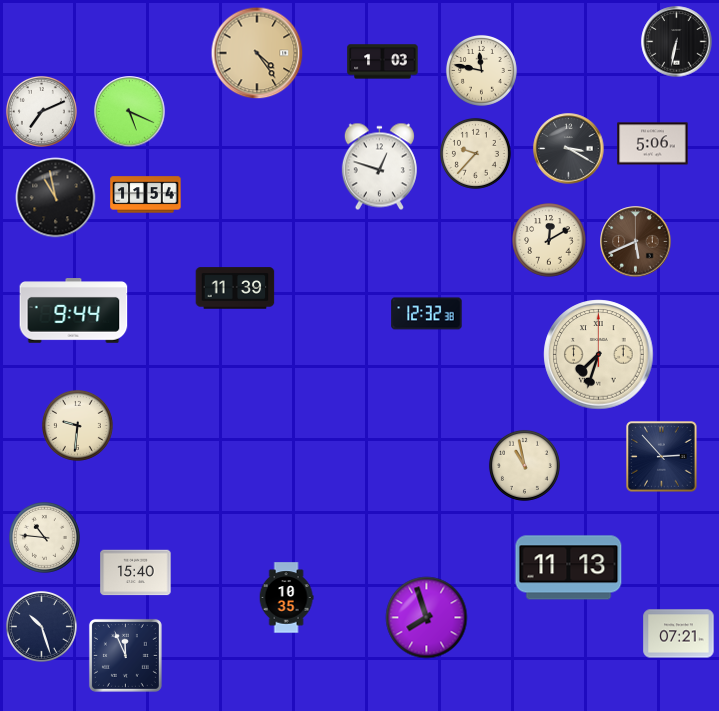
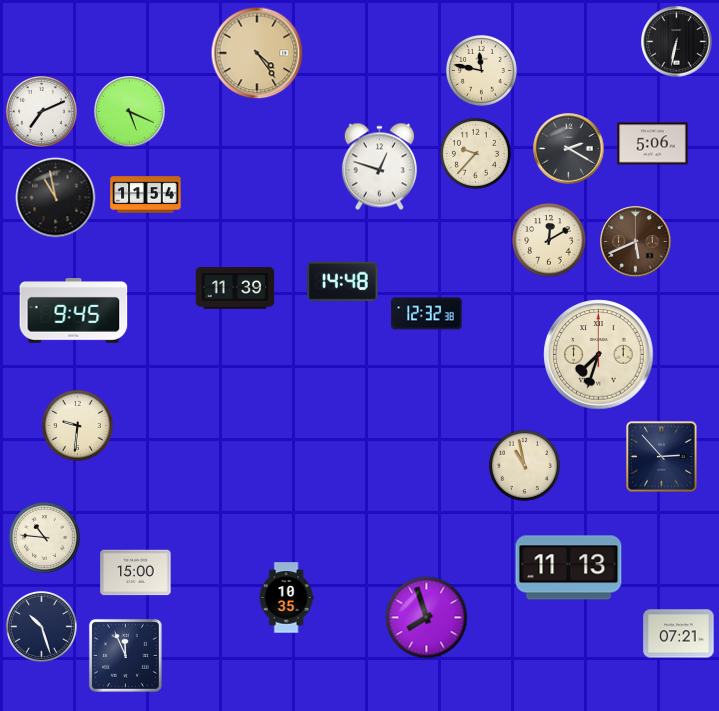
clock at (383, 62): 1:03 -> none
clock at (569, 149): 3:20 -> 2:20
clock at (343, 282): none -> 14:48
clock at (74, 311): 9:44 -> 9:45
clock at (136, 573): 15:40 -> 15:00
